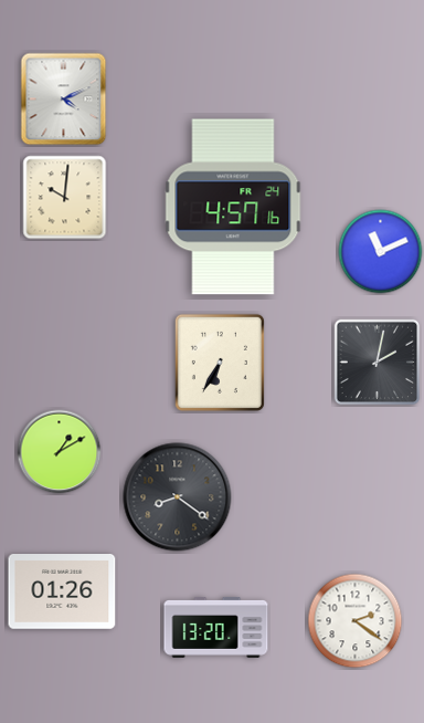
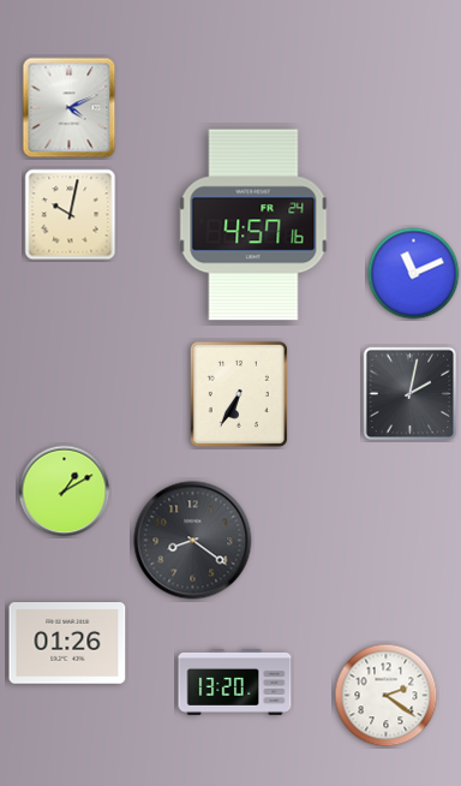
clock at (65, 198): 10:01 -> 10:02
clock at (356, 621) position: (356, 621) -> (387, 696)
